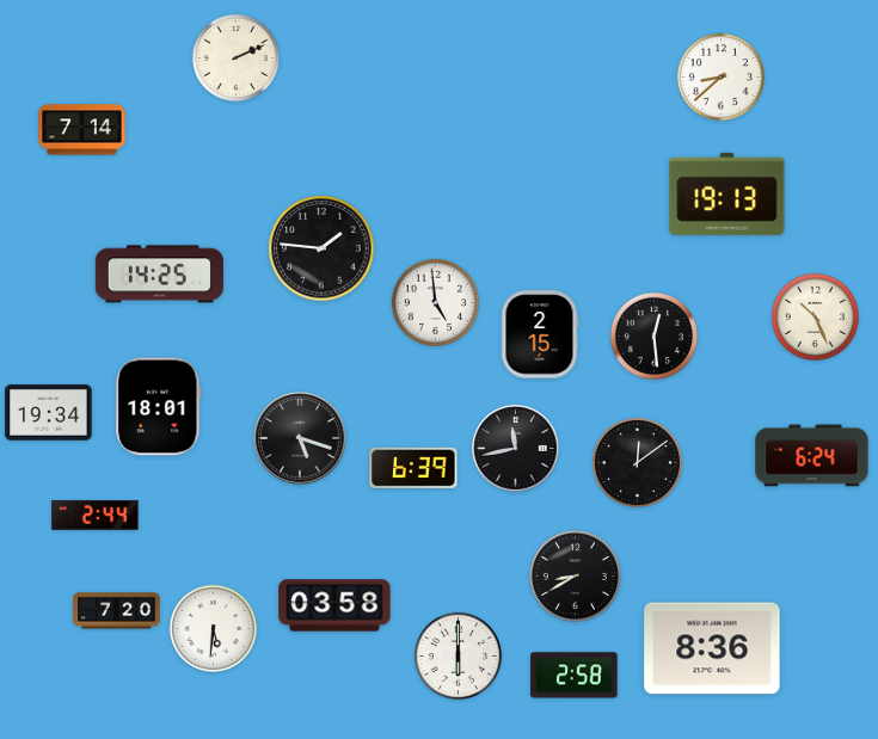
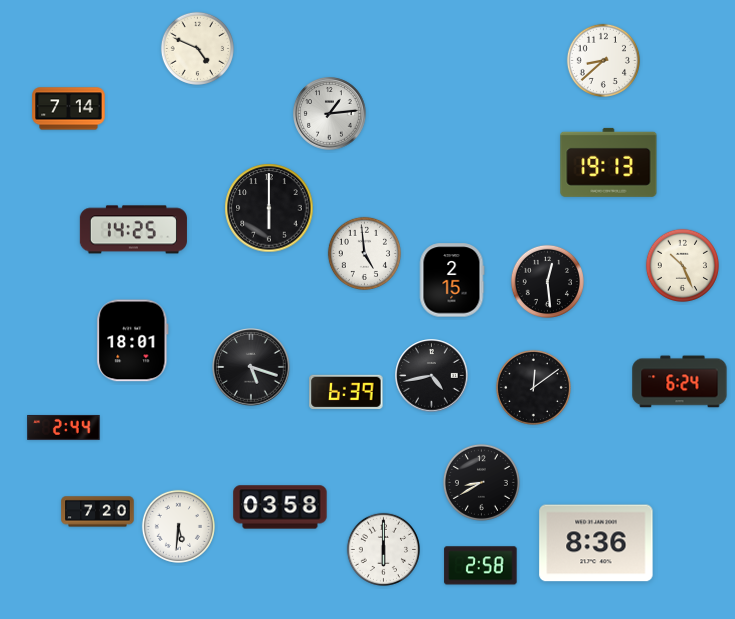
clock at (235, 57): 2:11 -> 4:49
clock at (720, 76) position: (720, 76) -> (603, 60)
clock at (330, 114): none -> 1:14
clock at (321, 248): 1:46 -> 6:00
clock at (49, 413): 19:34 -> none
clock at (516, 449): 11:43 -> 4:43
clock at (96, 515) position: (96, 515) -> (64, 427)
